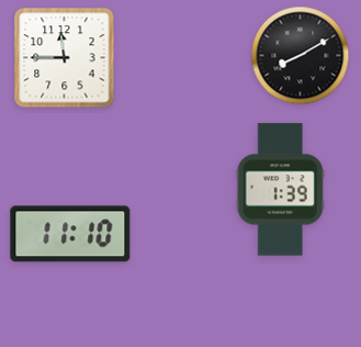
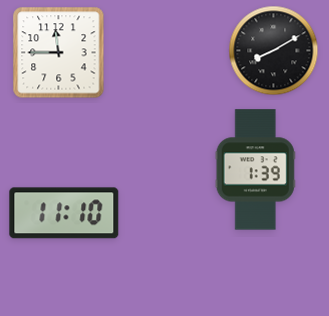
clock at (280, 190) position: (280, 190) -> (255, 170)
